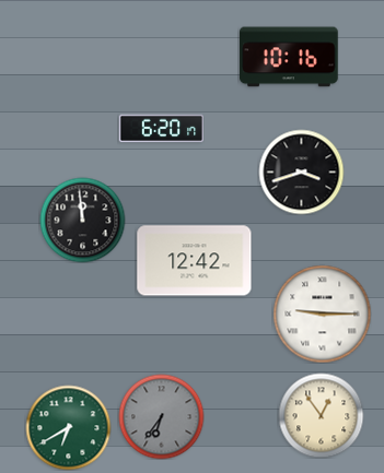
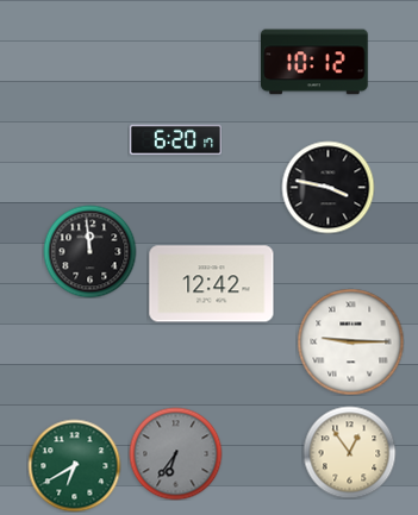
clock at (290, 57): 10:16 -> 10:12
clock at (301, 172): 3:42 -> 3:47
clock at (82, 220) position: (82, 220) -> (89, 251)
